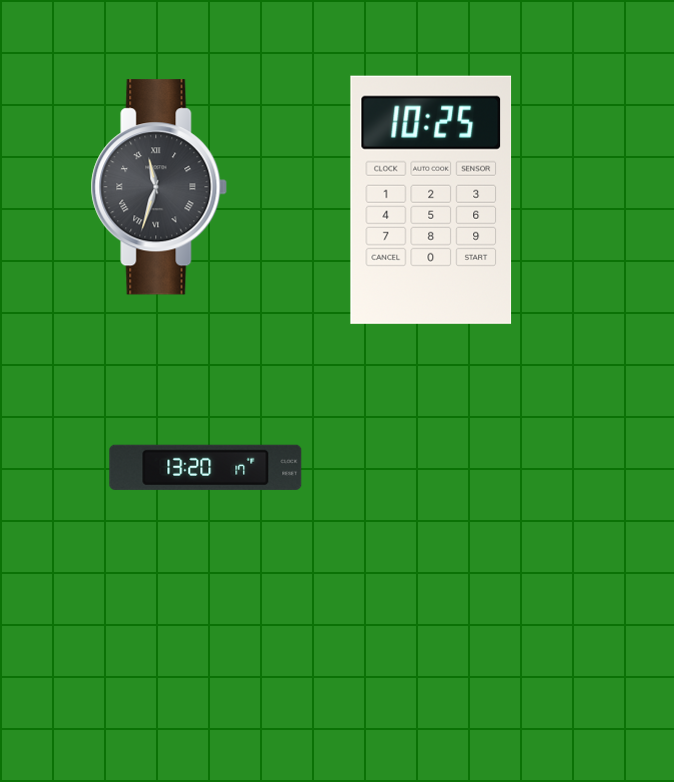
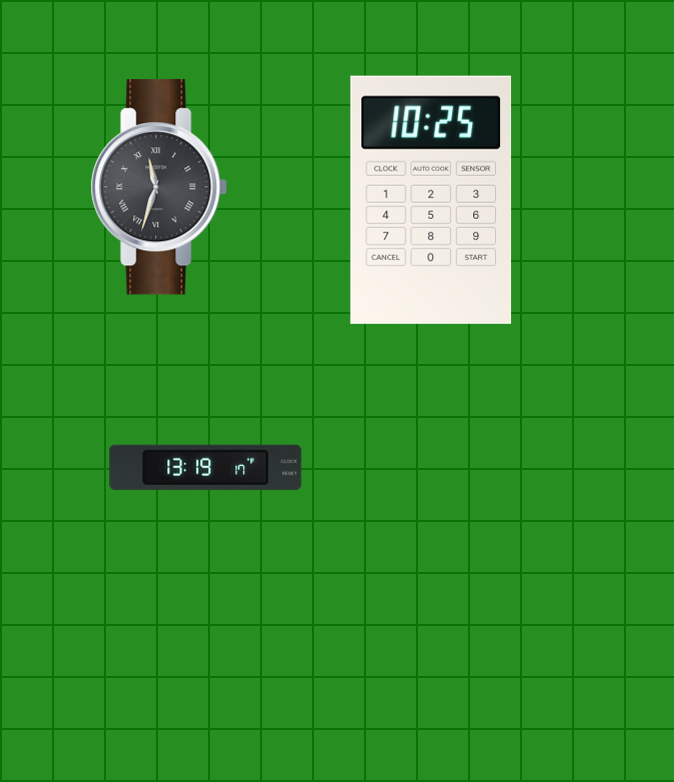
clock at (206, 467): 13:20 -> 13:19
